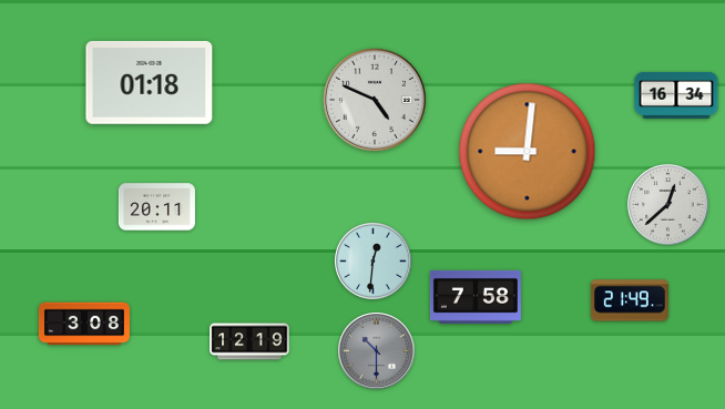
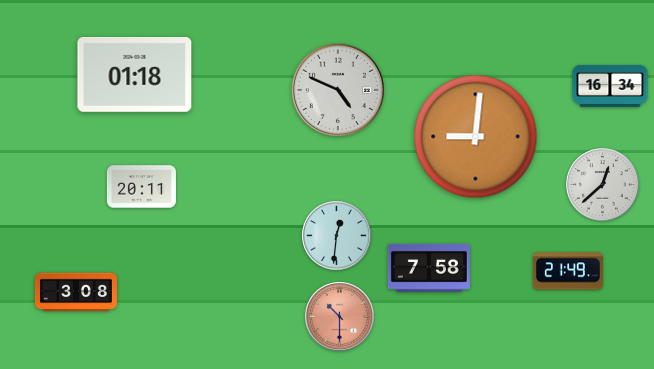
clock at (249, 341): 12:19 -> none
clock at (377, 351) dial: grey -> salmon
